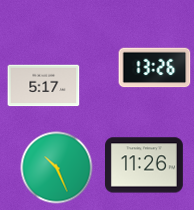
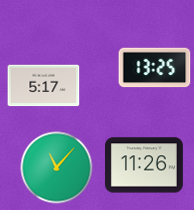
clock at (155, 68): 13:26 -> 13:25
clock at (57, 168): 10:26 -> 11:07
